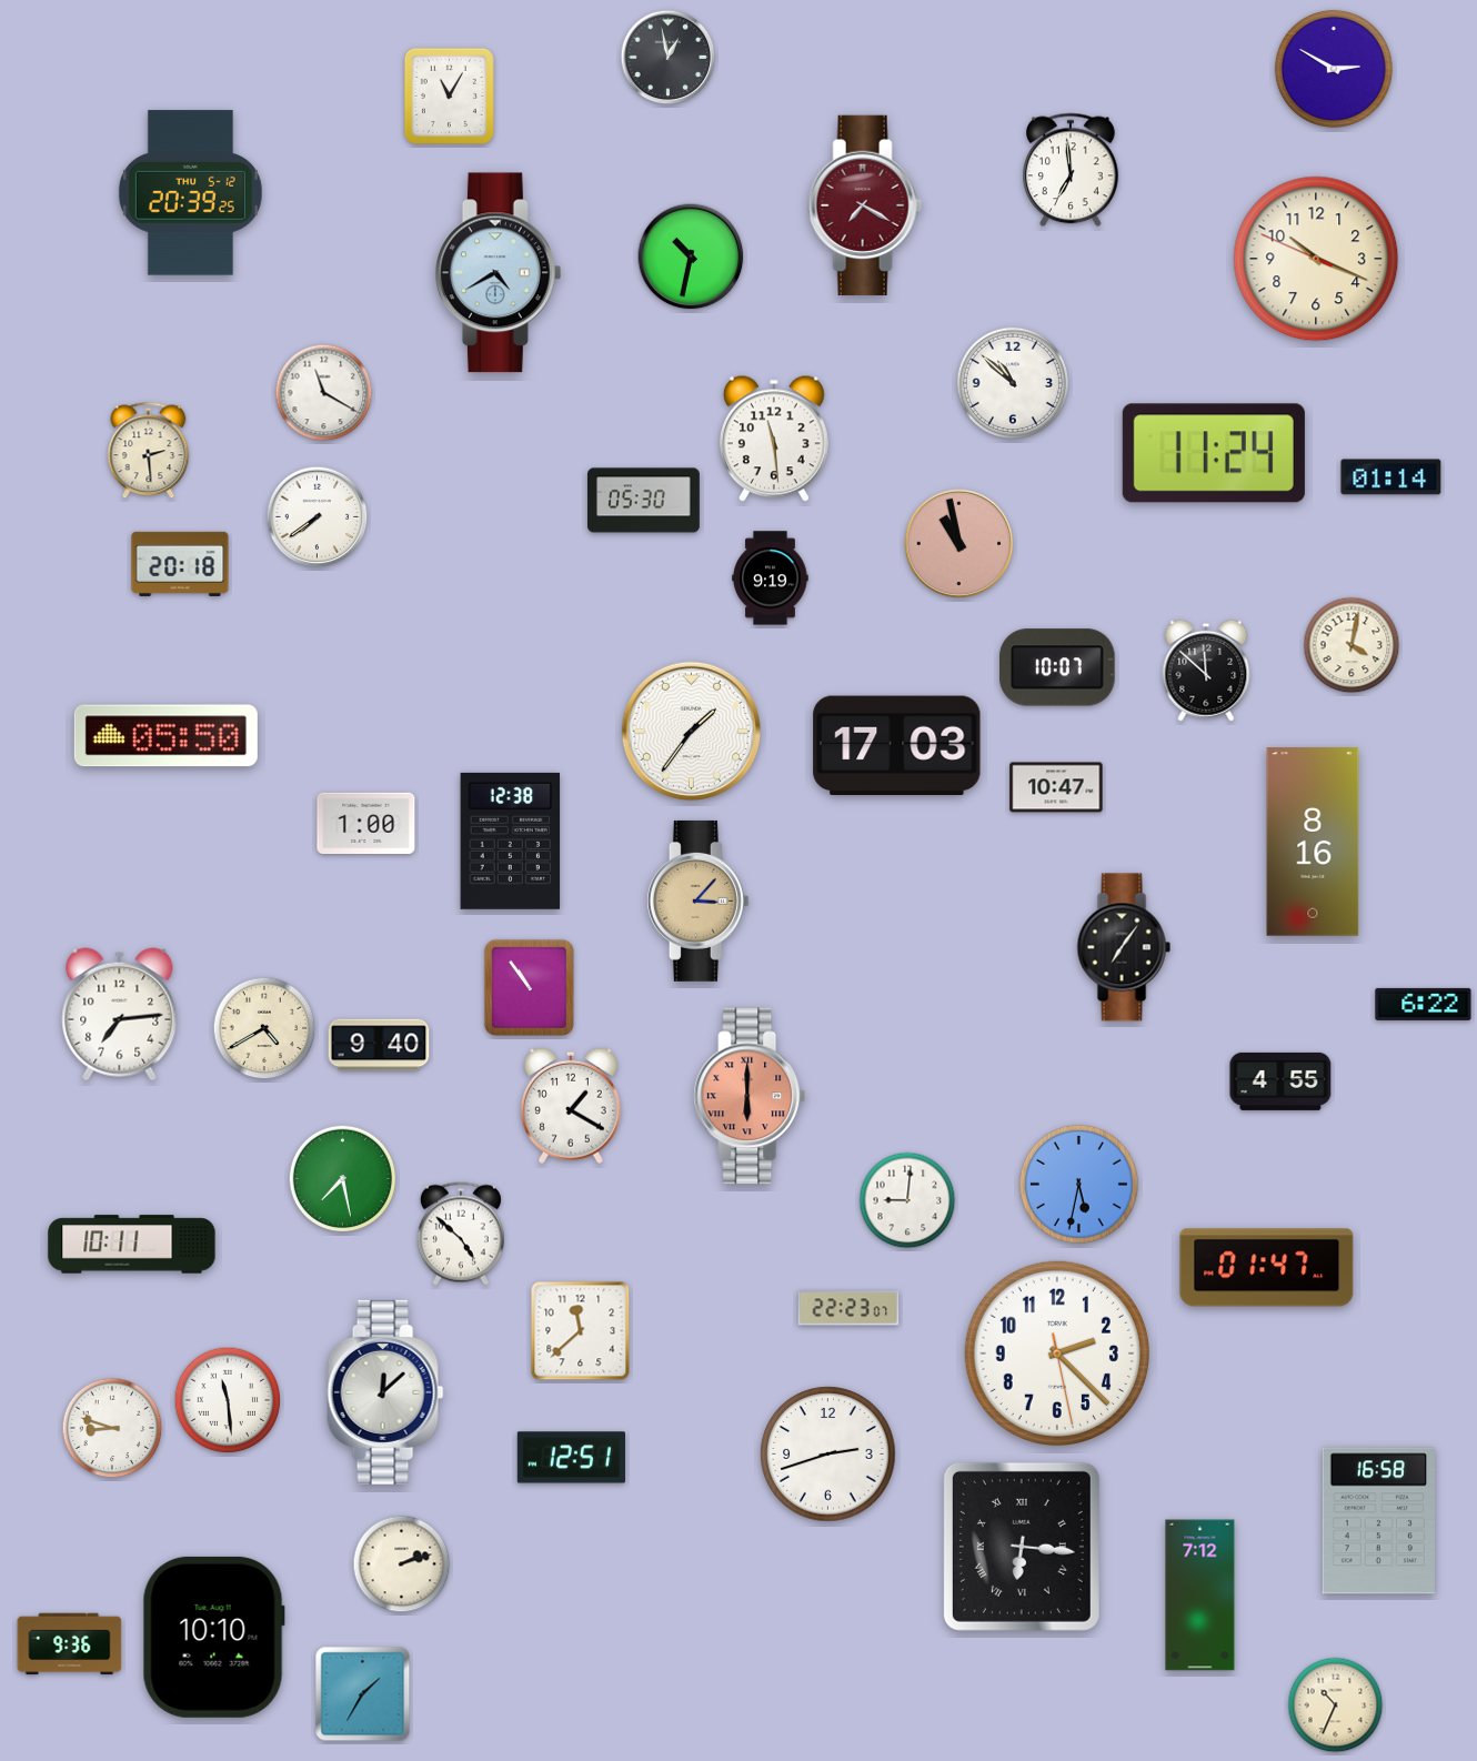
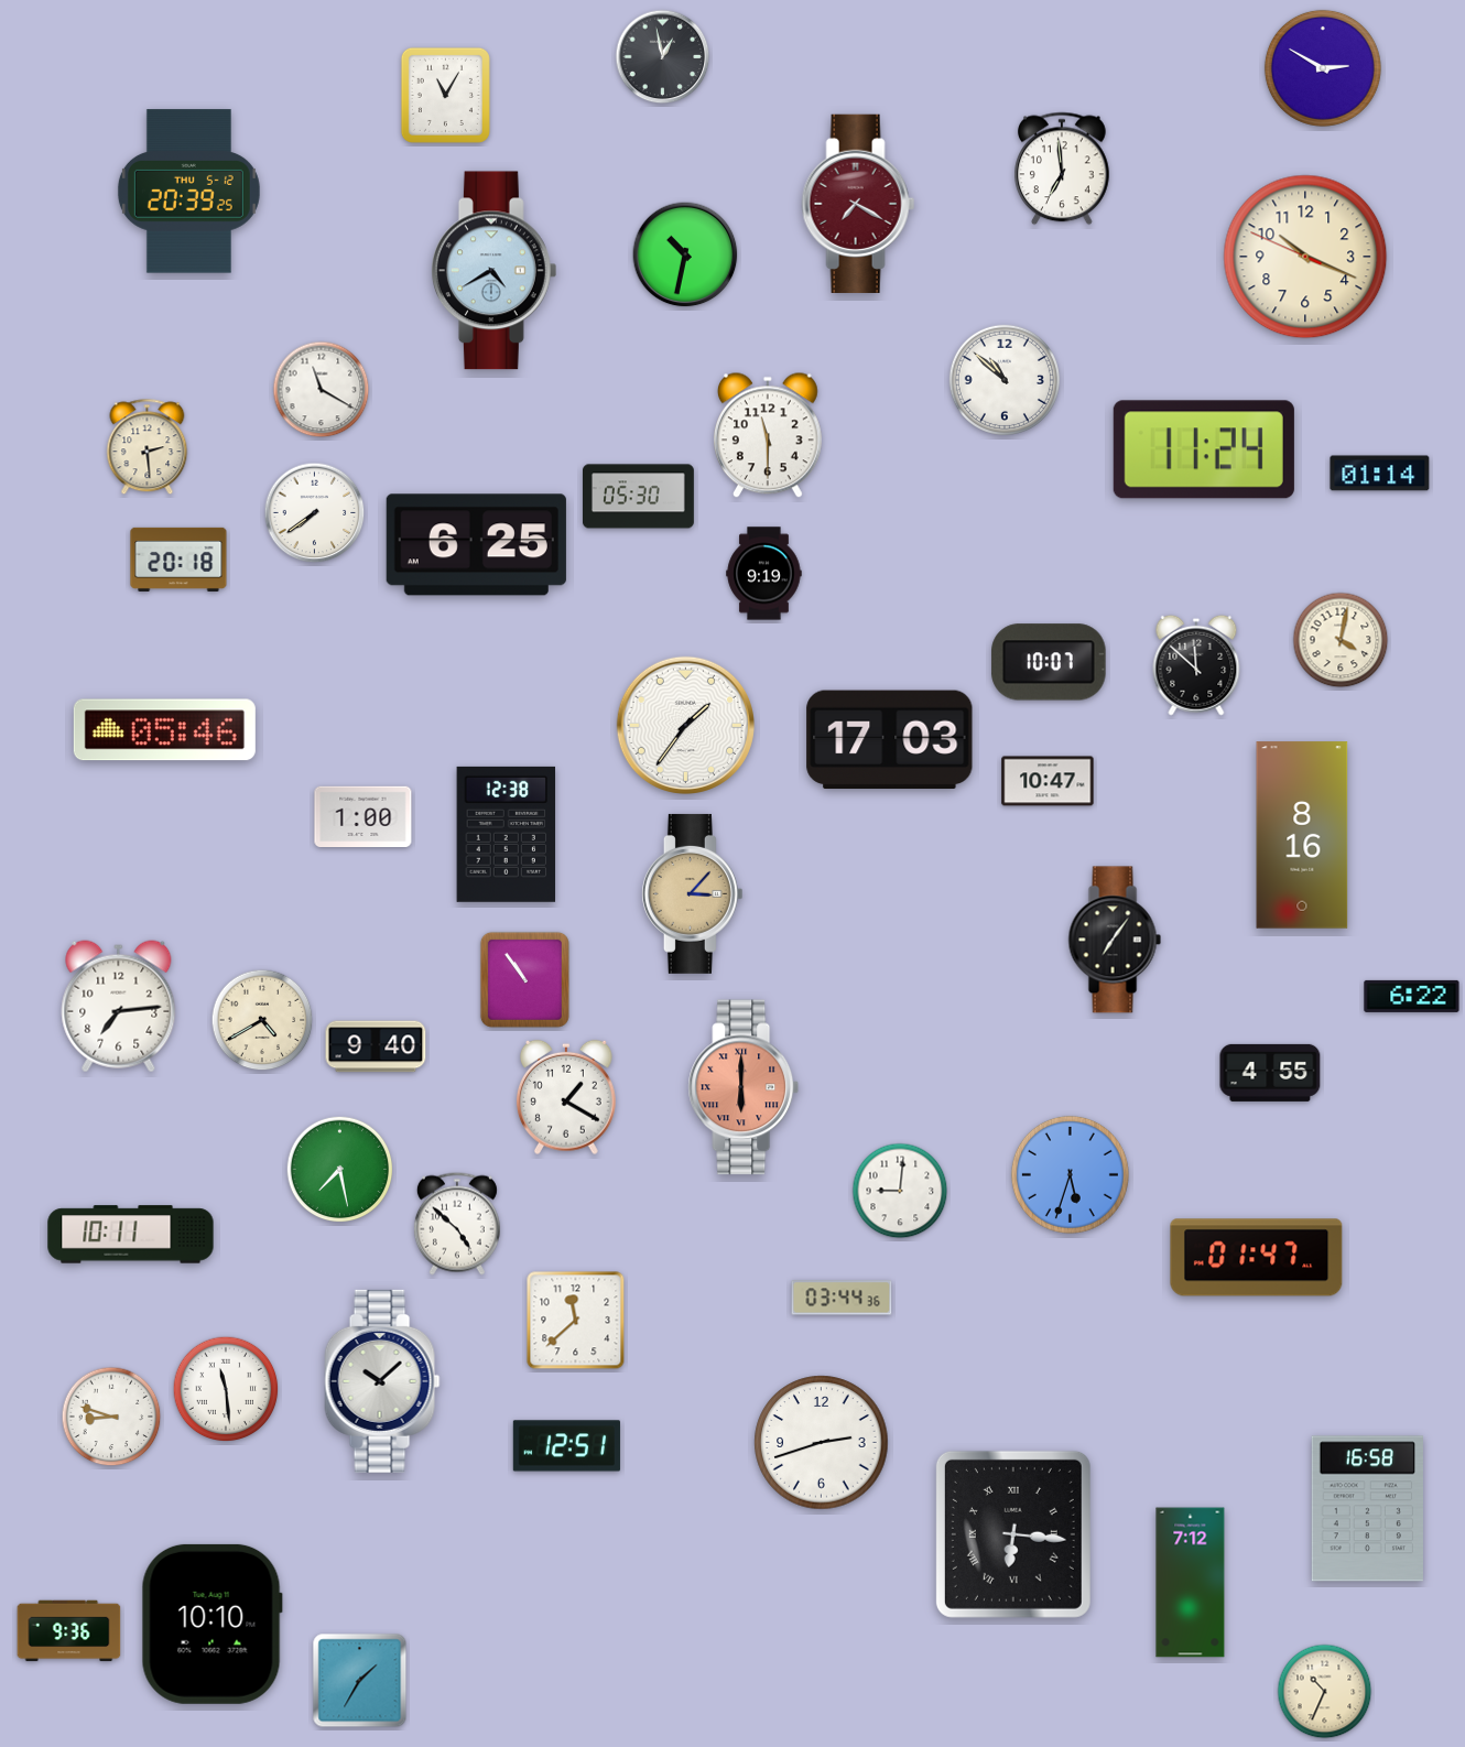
clock at (774, 439): 11:29 -> 11:30
clock at (959, 544): 10:58 -> none
clock at (476, 545): none -> 6:25
clock at (165, 736): 05:50 -> 05:46
clock at (379, 1045) position: (379, 1045) -> (376, 1046)
clock at (1078, 1184): 5:32 -> 5:33
clock at (848, 1308): 22:23 -> 03:44
clock at (1057, 1354): 2:22 -> none
clock at (385, 1392): 12:08 -> 10:08
clock at (402, 1564): 2:12 -> none
